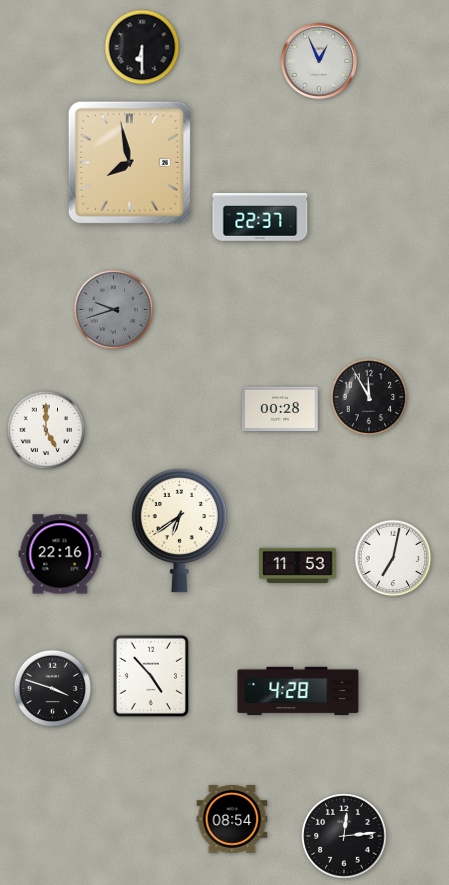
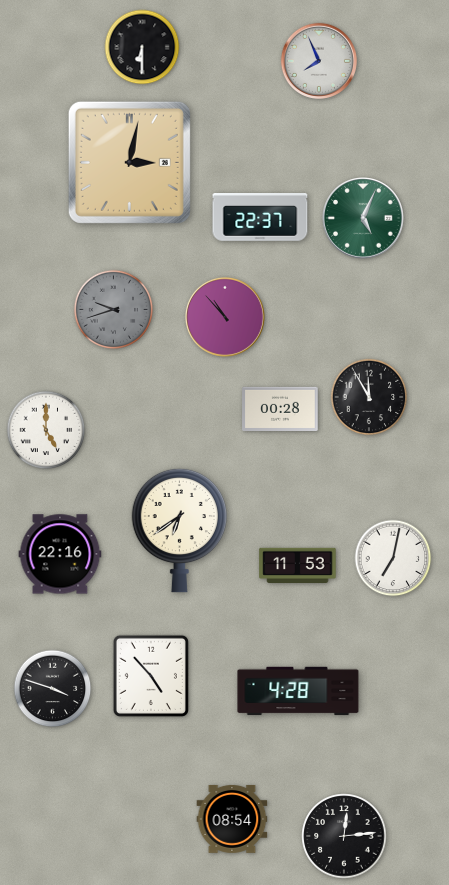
clock at (318, 60): 12:56 -> 7:56
clock at (129, 162): 7:58 -> 3:02
clock at (364, 219): none -> 5:04
clock at (225, 317): none -> 10:53
